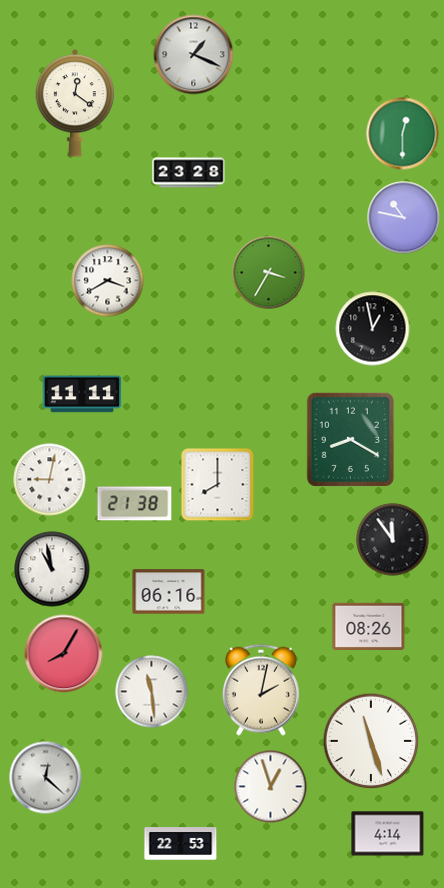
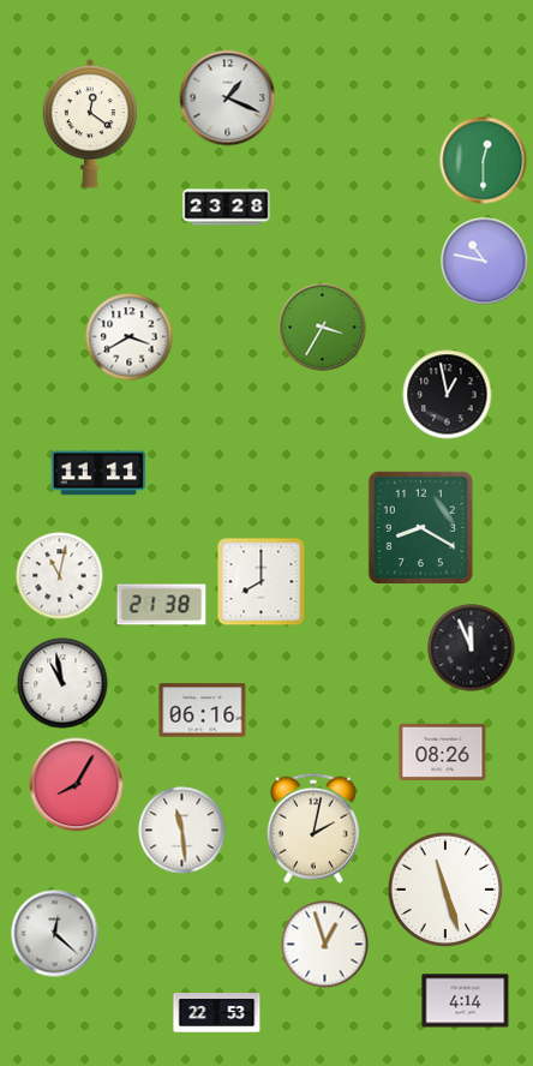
clock at (194, 55) position: (194, 55) -> (228, 98)
clock at (50, 480): 9:02 -> 11:02
clock at (393, 540): 11:54 -> 11:56
